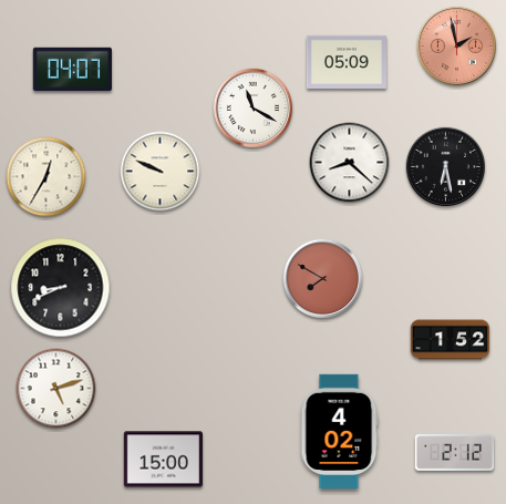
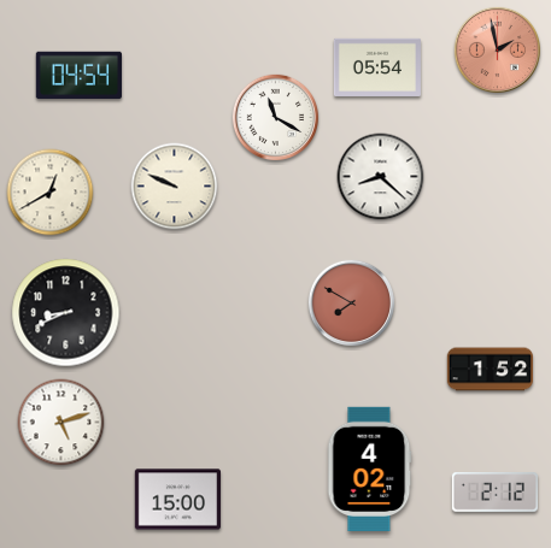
clock at (347, 62): 05:09 -> 05:54
clock at (72, 70): 04:07 -> 04:54
clock at (446, 167): 6:28 -> none
clock at (47, 177): 12:35 -> 12:40
